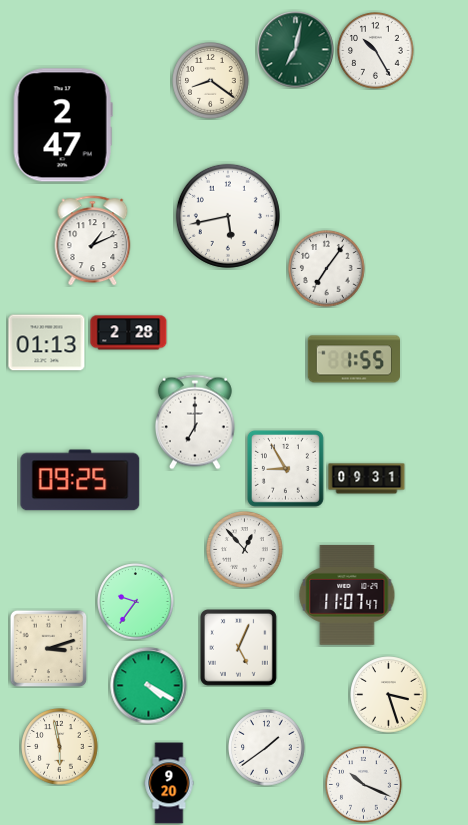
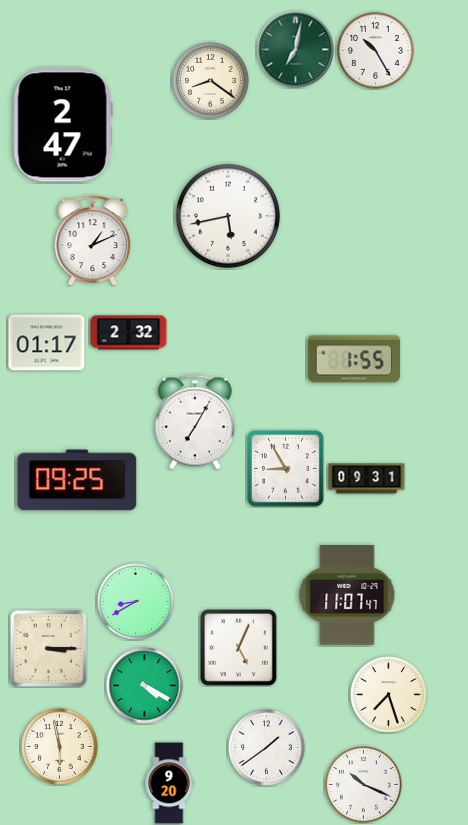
clock at (327, 269): 7:06 -> none
clock at (129, 333): 2:28 -> 2:32
clock at (47, 343): 01:13 -> 01:17
clock at (195, 422): 7:00 -> 7:05
clock at (80, 480) position: (80, 480) -> (77, 480)
clock at (245, 550): 12:53 -> none
clock at (136, 602): 9:36 -> 8:40
clock at (48, 648): 3:12 -> 3:15
clock at (149, 686) position: (149, 686) -> (145, 686)
clock at (389, 695): 3:27 -> 7:27
